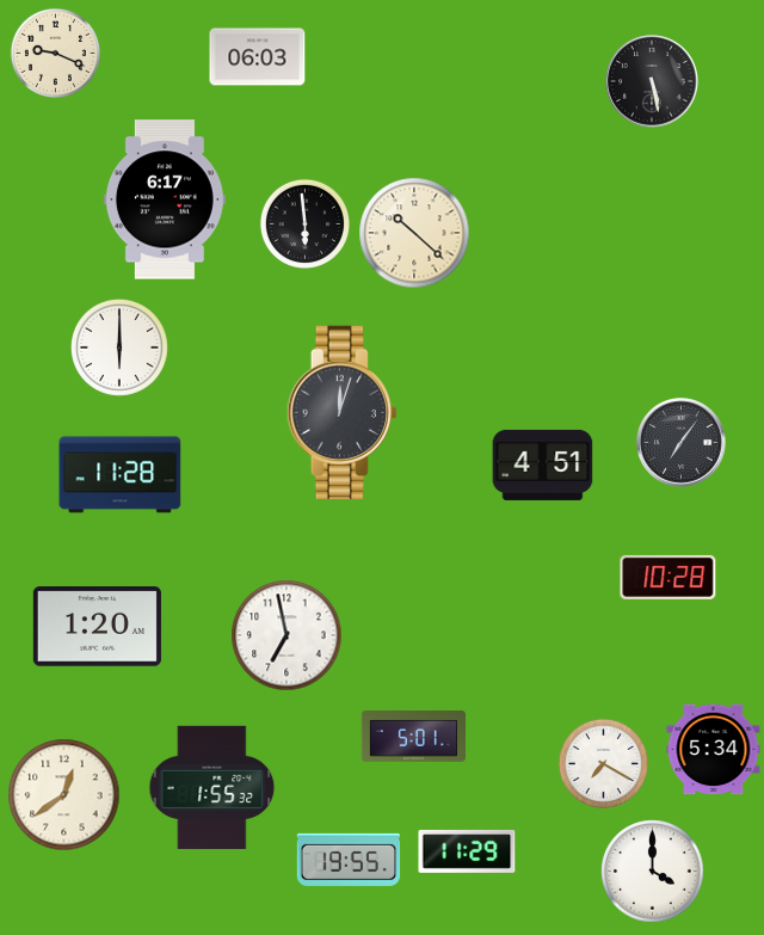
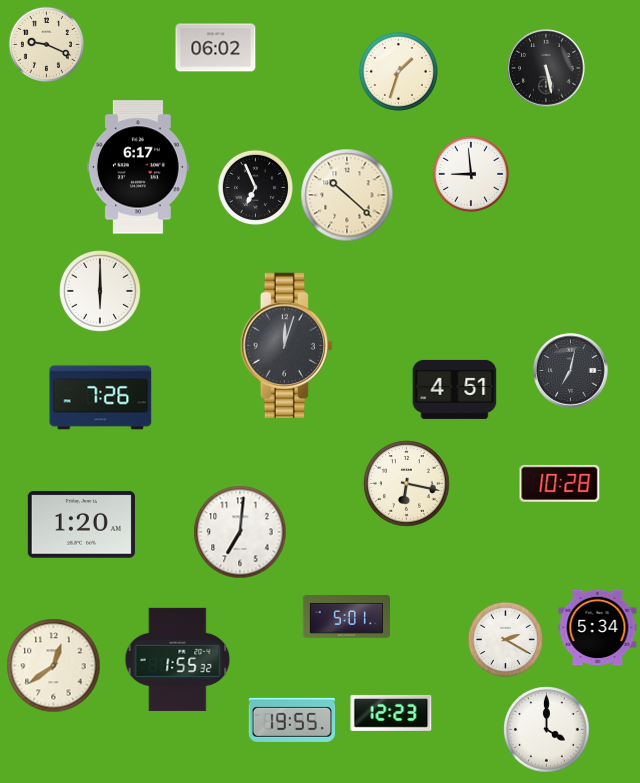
clock at (258, 57): 06:03 -> 06:02
clock at (398, 71): none -> 1:33
clock at (471, 174): none -> 8:59
clock at (304, 223): 5:59 -> 6:56
clock at (682, 443): 7:06 -> 7:02
clock at (121, 475): 11:28 -> 7:26
clock at (407, 484): none -> 6:17
clock at (286, 635): 6:58 -> 7:01
clock at (603, 763): 7:20 -> 2:20
clock at (467, 851): 11:29 -> 12:23
